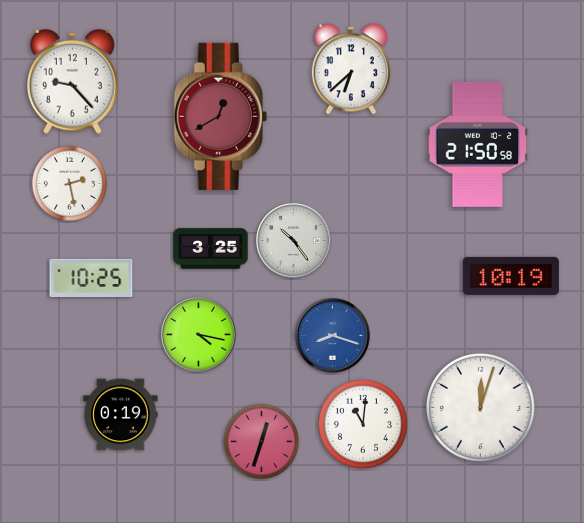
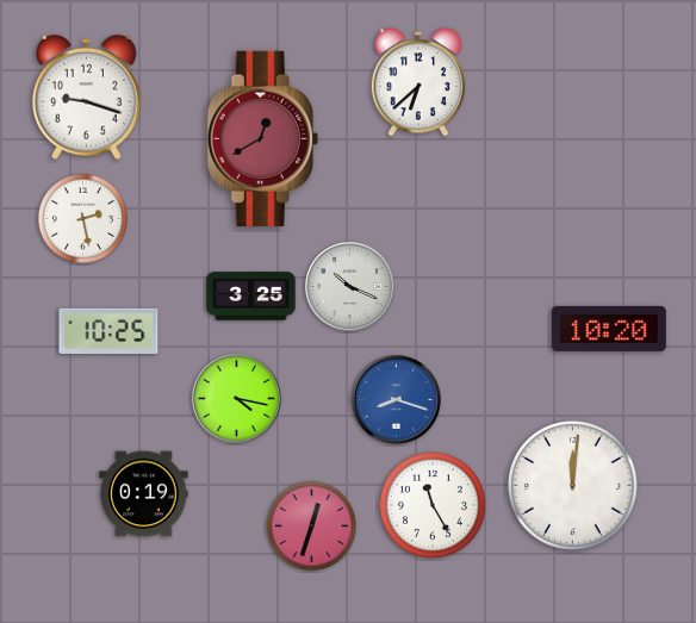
clock at (73, 81): 9:23 -> 9:18
clock at (478, 144): 21:50 -> none
clock at (294, 241): 10:24 -> 10:19
clock at (511, 276): 10:19 -> 10:20
clock at (481, 408): 12:03 -> 12:01
clock at (363, 424): 11:01 -> 11:25
